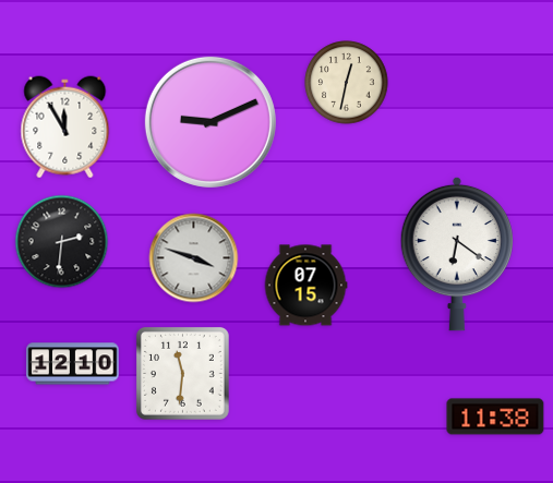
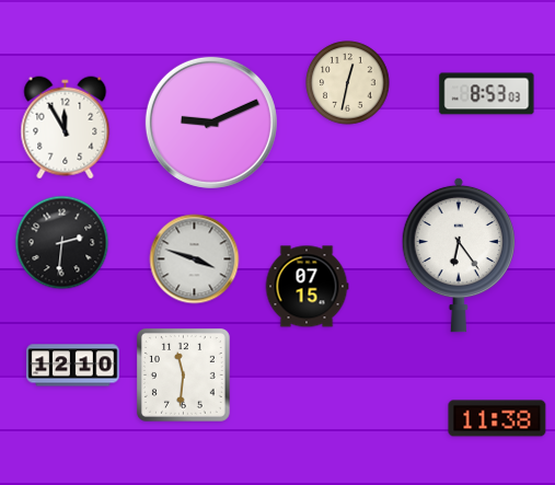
clock at (487, 94): none -> 8:53
clock at (457, 254): 6:21 -> 6:24
